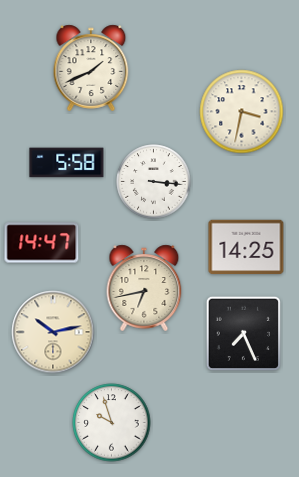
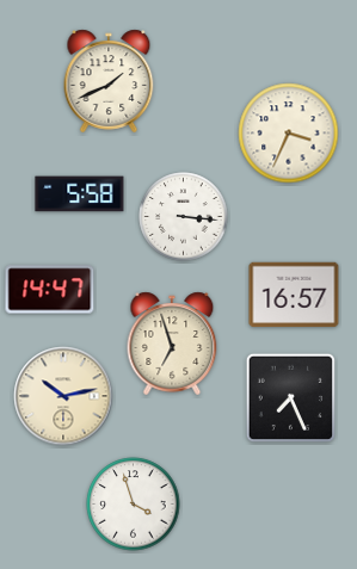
clock at (242, 112): 3:32 -> 3:34
clock at (246, 247): 14:25 -> 16:57
clock at (144, 288): 6:43 -> 6:57
clock at (112, 423): 9:57 -> 3:57
